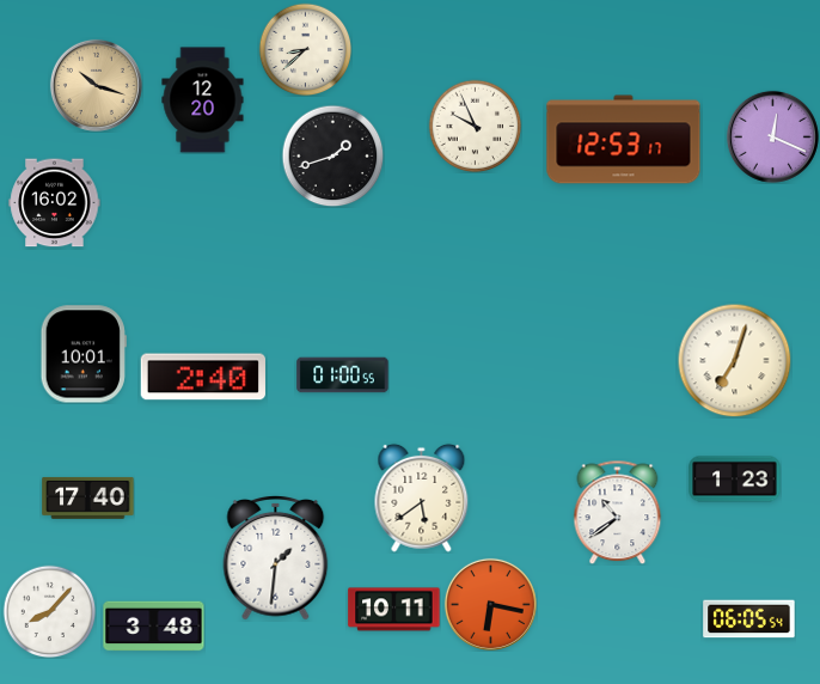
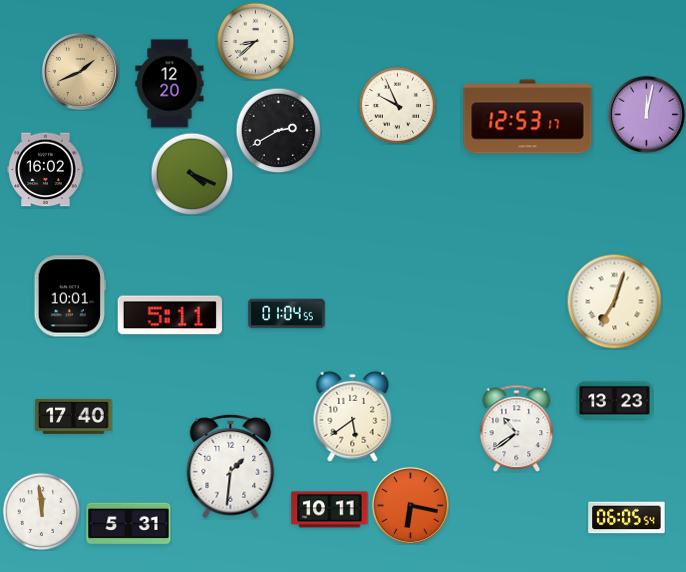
clock at (96, 85): 10:18 -> 1:41
clock at (772, 136): 12:19 -> 12:02
clock at (624, 140) position: (624, 140) -> (528, 117)
clock at (332, 155): 1:42 -> 2:40
clock at (192, 174): none -> 4:19
clock at (343, 375): 01:00 -> 01:04
clock at (203, 377): 2:40 -> 5:11
clock at (735, 480): 1:23 -> 13:23
clock at (49, 611): 8:07 -> 11:59
clock at (154, 627): 3:48 -> 5:31
